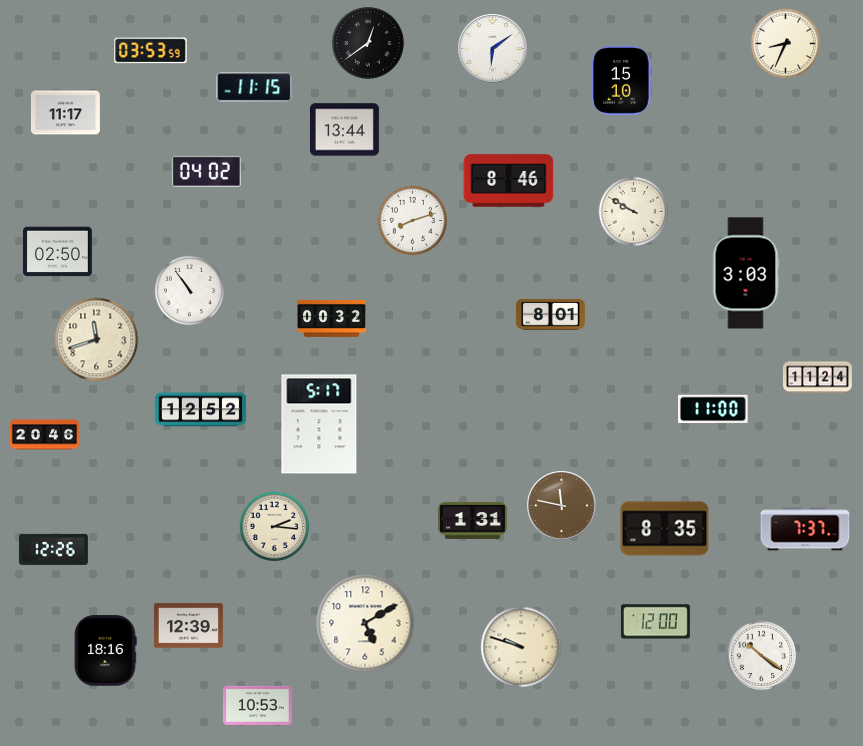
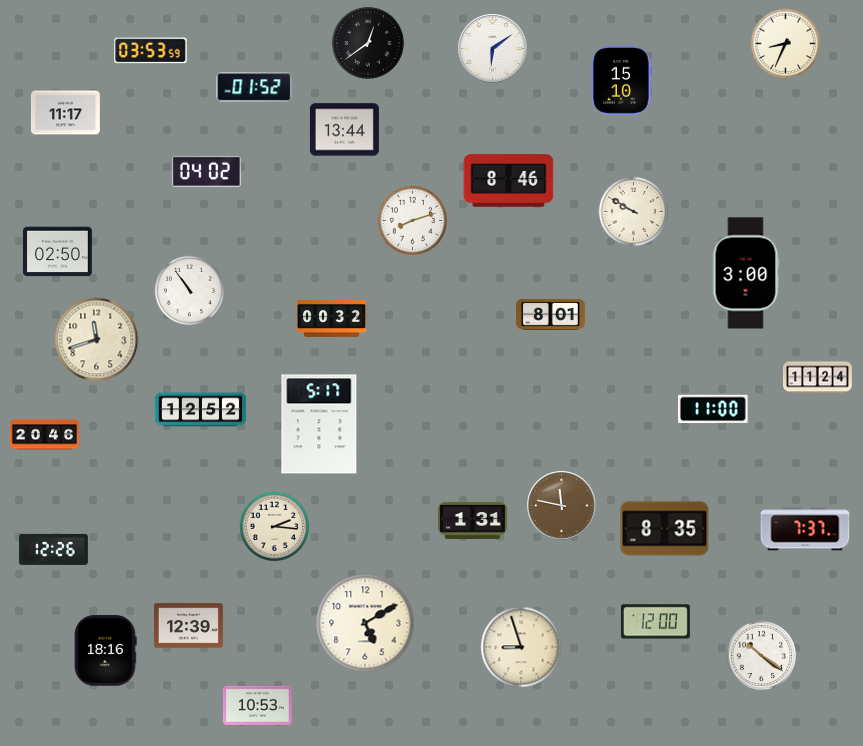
clock at (254, 87): 11:15 -> 01:52
clock at (746, 273): 3:03 -> 3:00
clock at (521, 647): 9:48 -> 8:57
